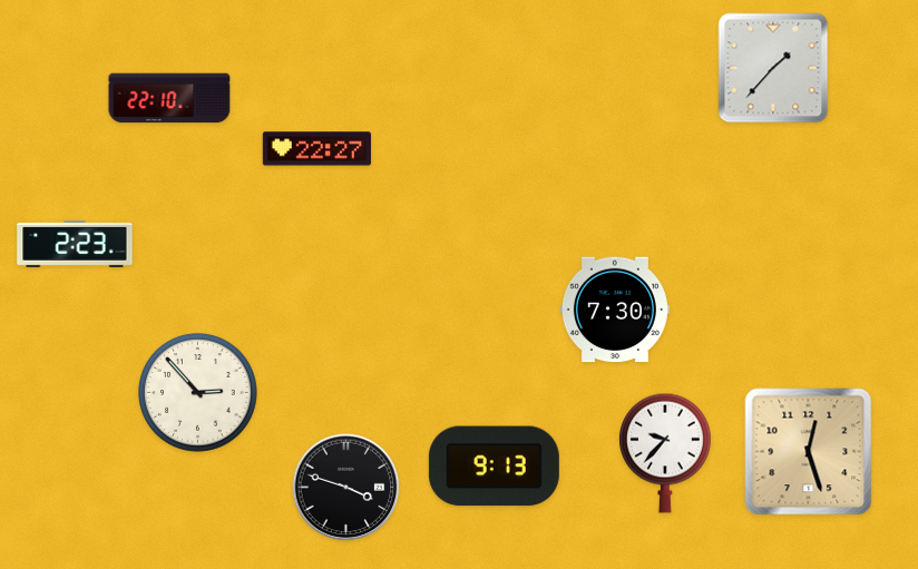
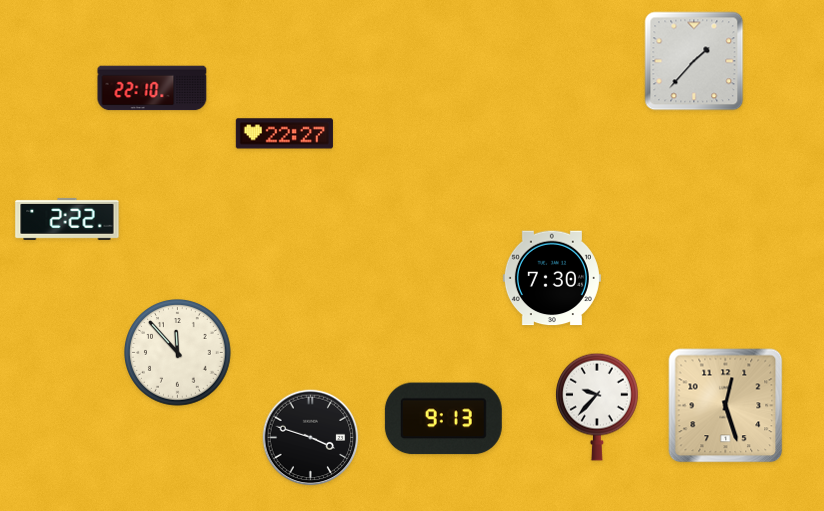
clock at (75, 244): 2:23 -> 2:22
clock at (198, 393): 2:53 -> 11:53
